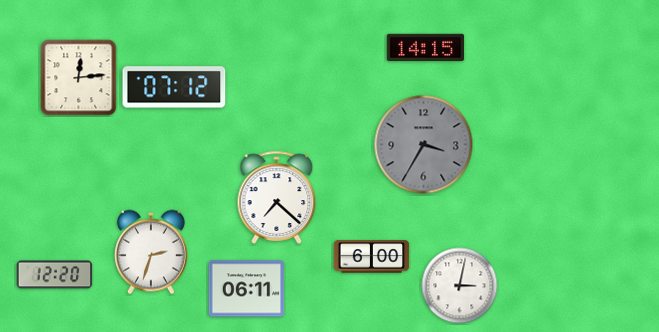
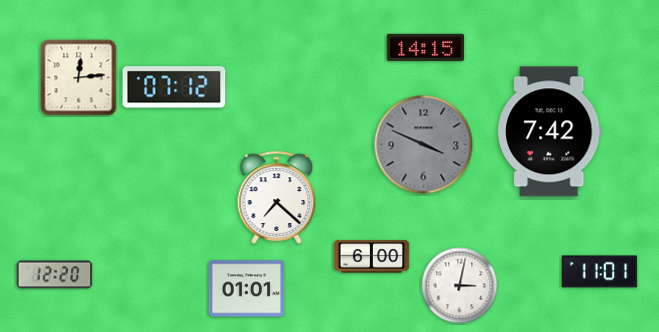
clock at (550, 132): none -> 7:42
clock at (424, 145): 3:35 -> 3:49
clock at (151, 252): 2:33 -> none
clock at (600, 272): none -> 11:01
clock at (247, 289): 06:11 -> 01:01
